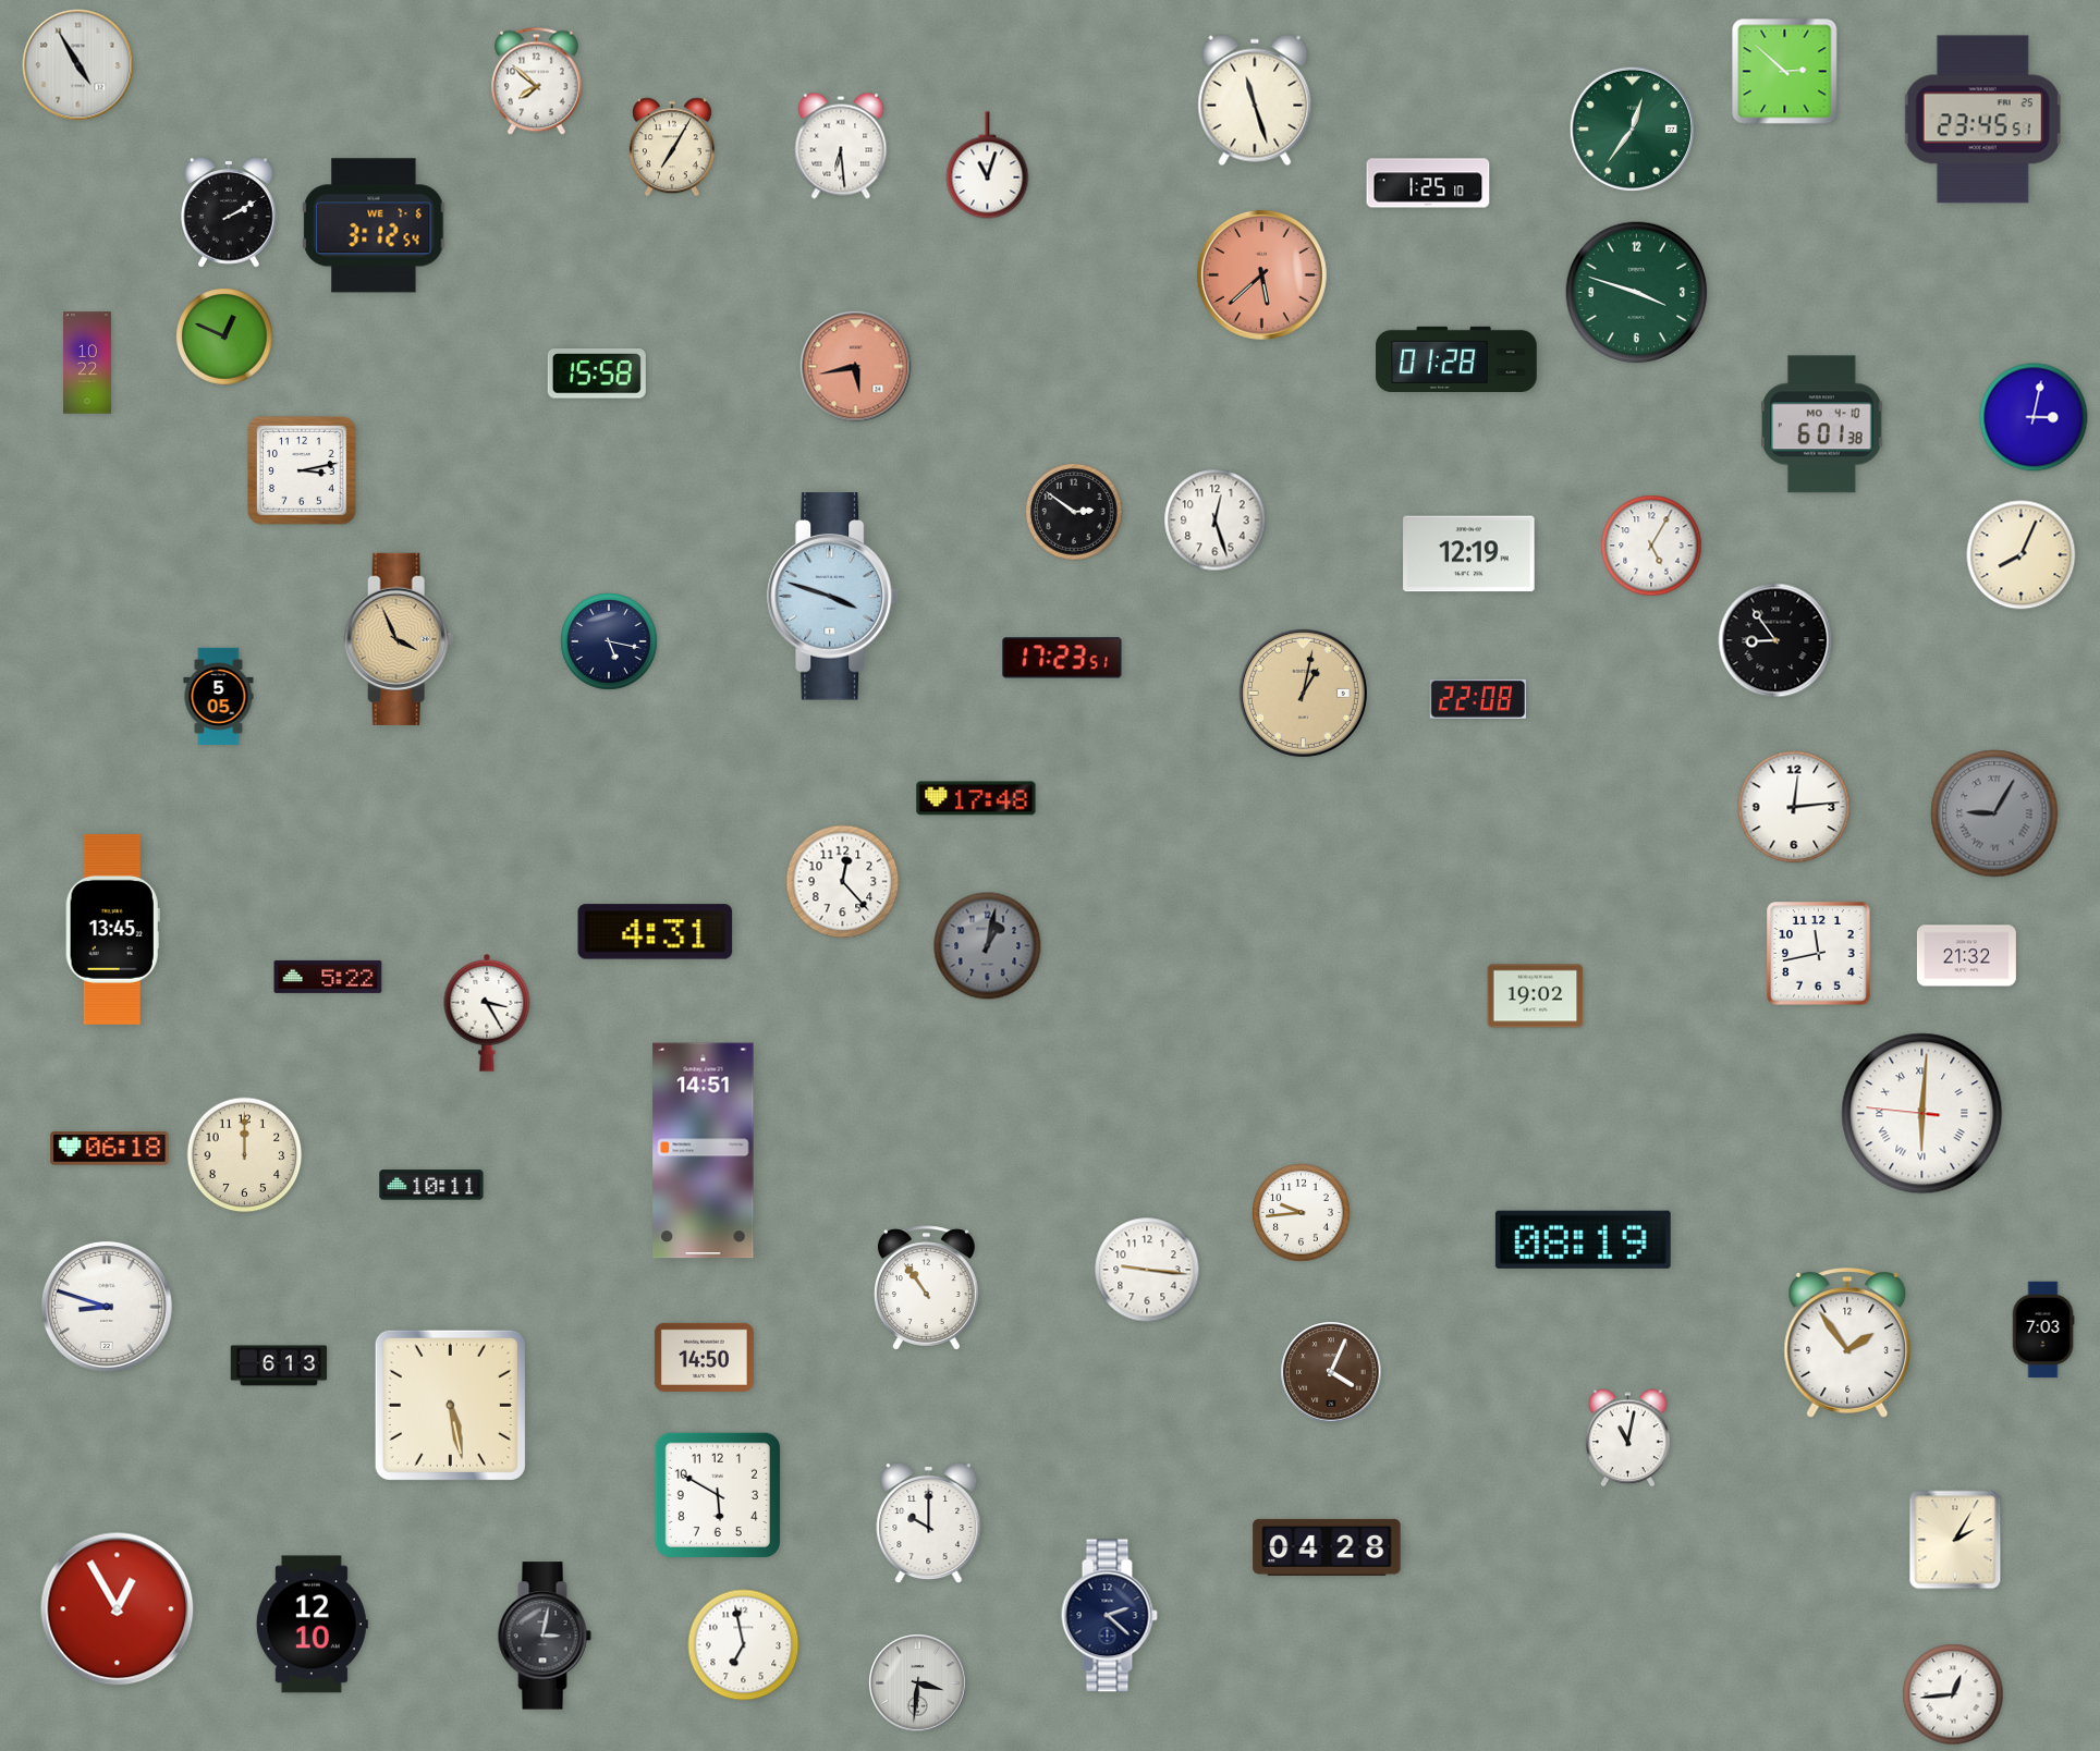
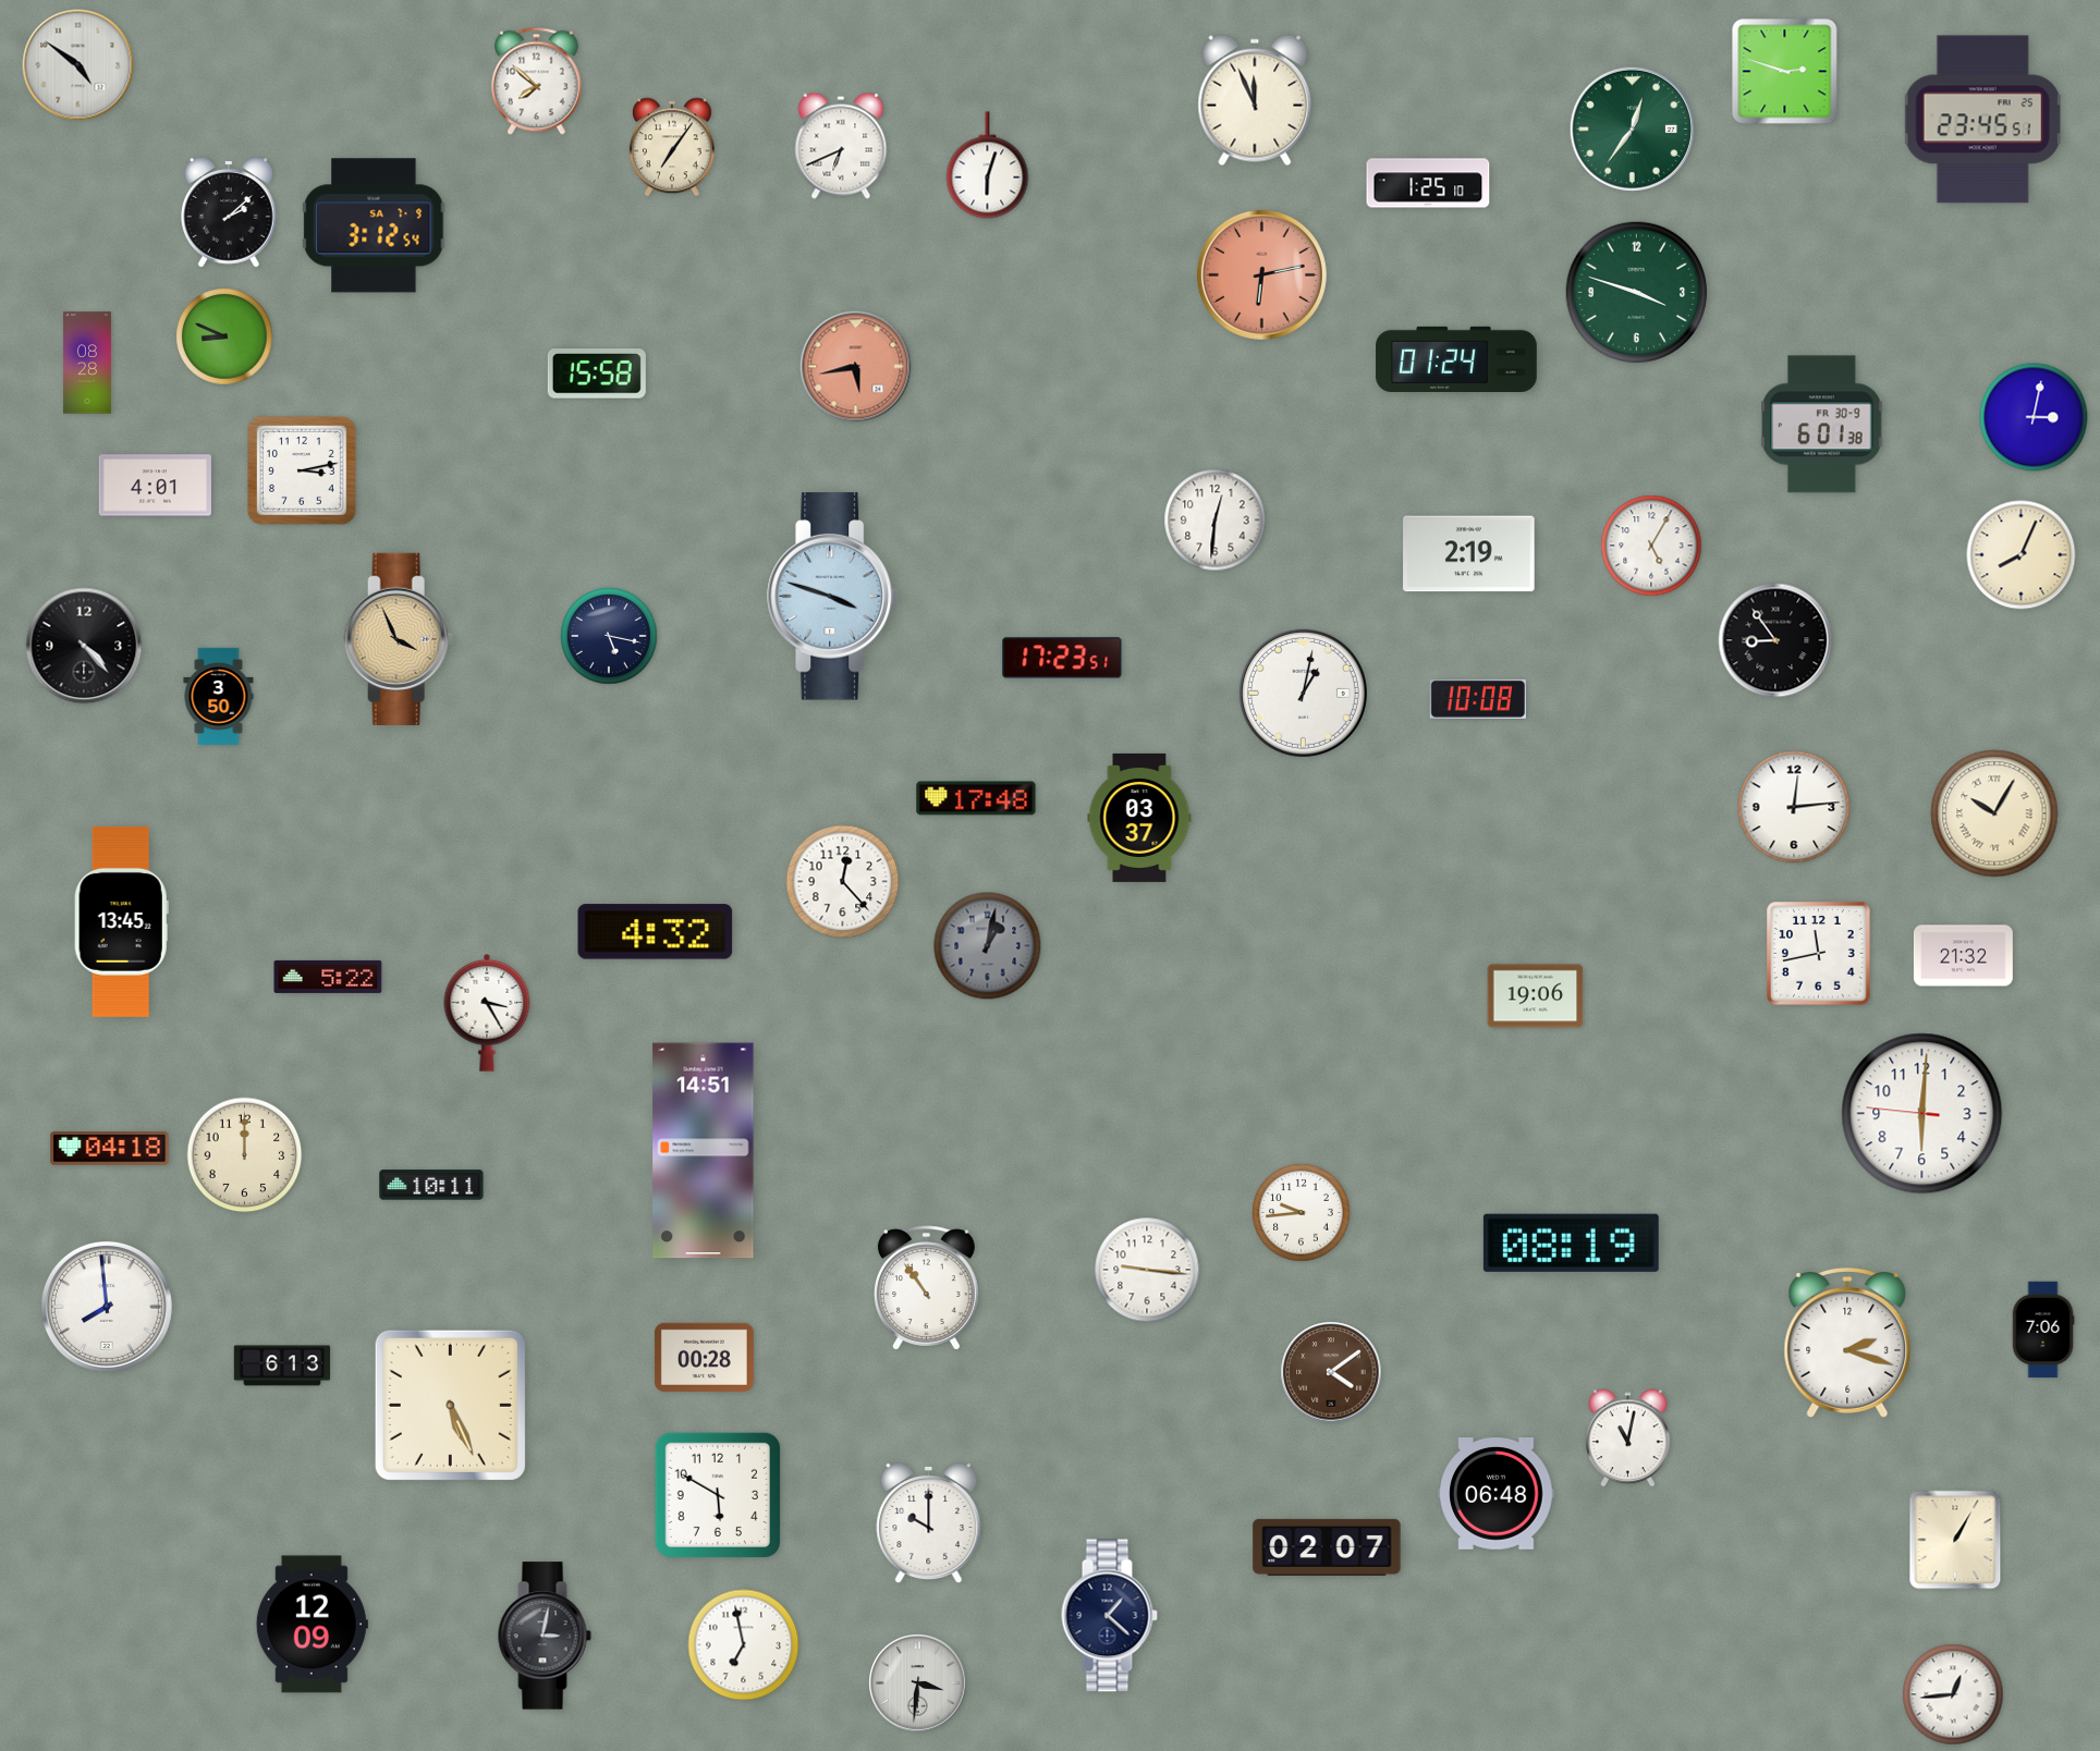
clock at (78, 65): 4:55 -> 4:51
clock at (1785, 72): 2:52 -> 2:48
clock at (1255, 100): 11:27 -> 11:56
clock at (841, 146): 6:29 -> 6:41
clock at (672, 147): 7:05 -> 7:06
clock at (988, 166): 11:03 -> 6:03
clock at (230, 212): 2:10 -> 2:08
clock at (374, 225) date: WE 7-6 -> SA 7-9
clock at (1261, 274): 5:38 -> 6:13
clock at (224, 336): 12:49 -> 8:49
clock at (1456, 358): 01:28 -> 01:24
clock at (87, 363): 10:22 -> 08:28
clock at (1821, 425) date: MO 4-10 -> FR 30-9
clock at (155, 486): none -> 4:01
clock at (1074, 512): 2:51 -> none
clock at (1216, 521): 12:27 -> 12:31
clock at (1469, 554): 12:19 -> 2:19
clock at (609, 641) position: (609, 641) -> (609, 636)
clock at (84, 646): none -> 4:23
clock at (1303, 693) dial: champagne -> white
clock at (219, 696): 5:05 -> 3:50
clock at (1478, 699): 22:08 -> 10:08
clock at (1994, 813): 9:05 -> 10:05
clock at (1994, 813) dial: grey -> cream
clock at (1139, 818): none -> 03:37
clock at (112, 929) position: (112, 929) -> (121, 921)
clock at (656, 932): 4:31 -> 4:32
clock at (1966, 956) position: (1966, 956) -> (1963, 956)
clock at (1536, 996): 19:02 -> 19:06
clock at (1922, 1114) numerals: Roman -> Arabic
clock at (110, 1149): 06:18 -> 04:18
clock at (1583, 1239) position: (1583, 1239) -> (1571, 1242)
clock at (107, 1307): 8:48 -> 7:59
clock at (2043, 1330): 7:03 -> 7:06
clock at (1847, 1344): 1:54 -> 2:18
clock at (704, 1357): 14:50 -> 00:28
clock at (279, 1366) position: (279, 1366) -> (282, 1366)
clock at (1331, 1372): 4:04 -> 4:09
clock at (450, 1405): 5:28 -> 5:26
clock at (1497, 1494): none -> 06:48
clock at (1955, 1540): 2:05 -> 1:05
clock at (1327, 1547): 04:28 -> 02:07
clock at (118, 1609): 12:55 -> none
clock at (1109, 1616): 2:22 -> 1:22
clock at (312, 1625): 12:10 -> 12:09
